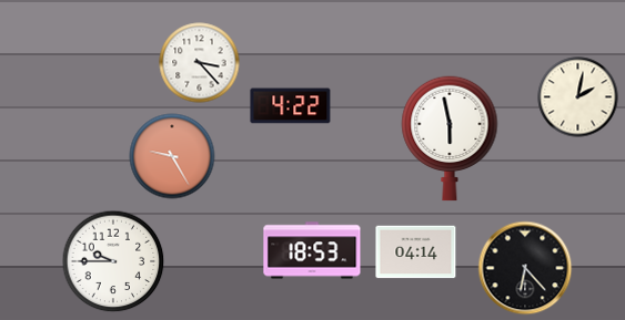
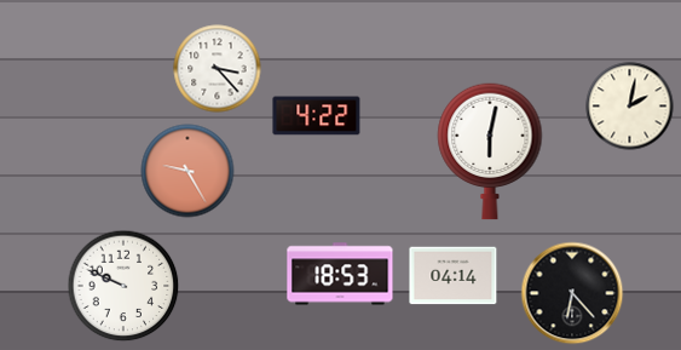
clock at (450, 138): 5:58 -> 6:02
clock at (113, 261): 9:45 -> 9:49
